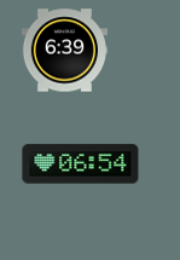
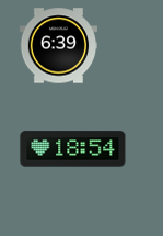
clock at (81, 164): 06:54 -> 18:54
